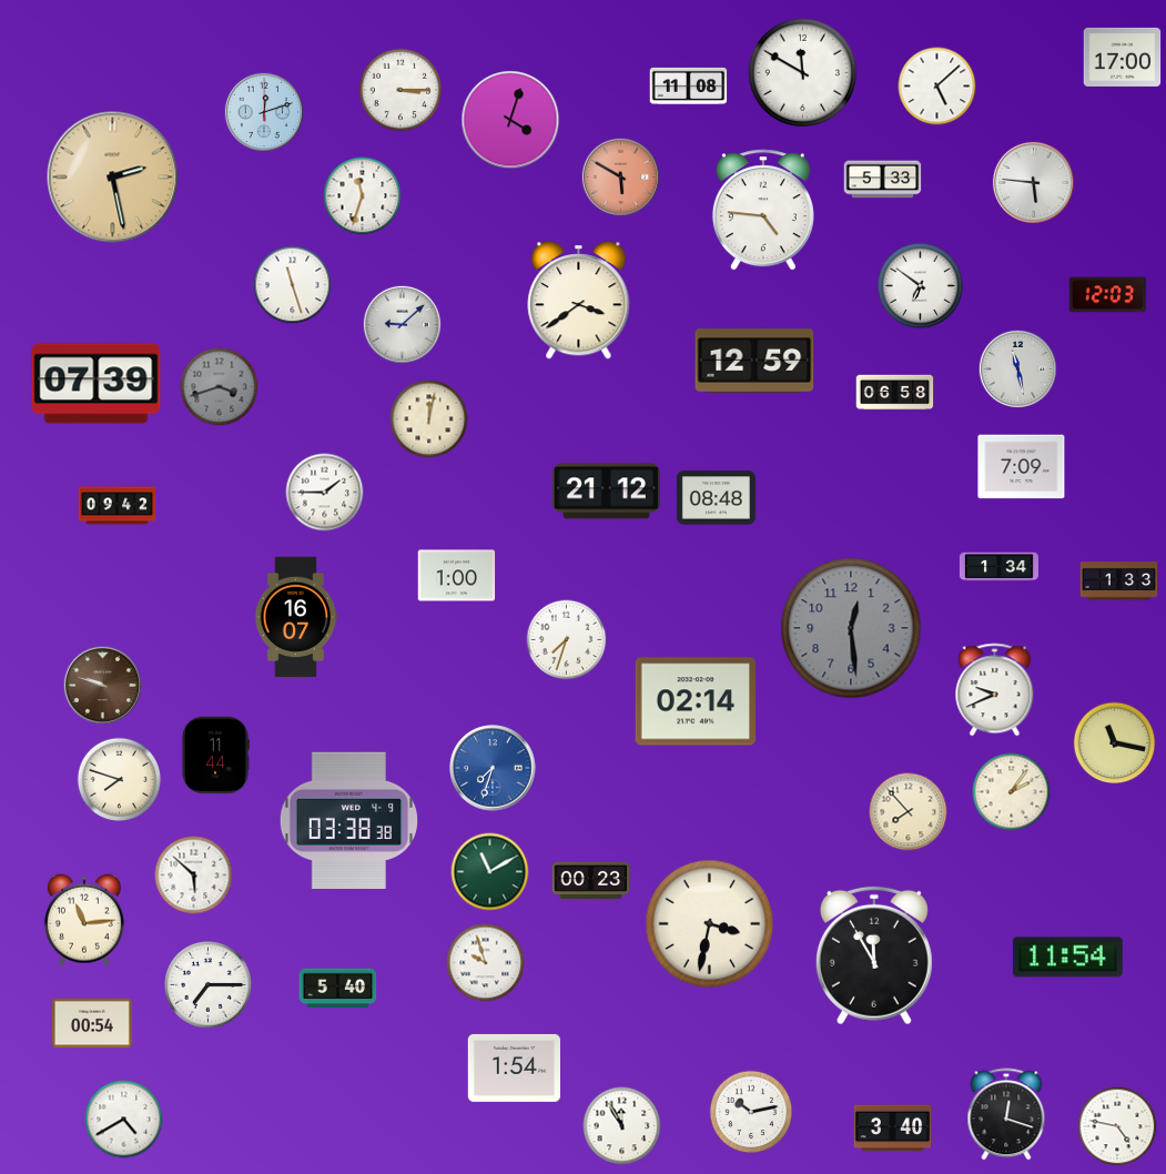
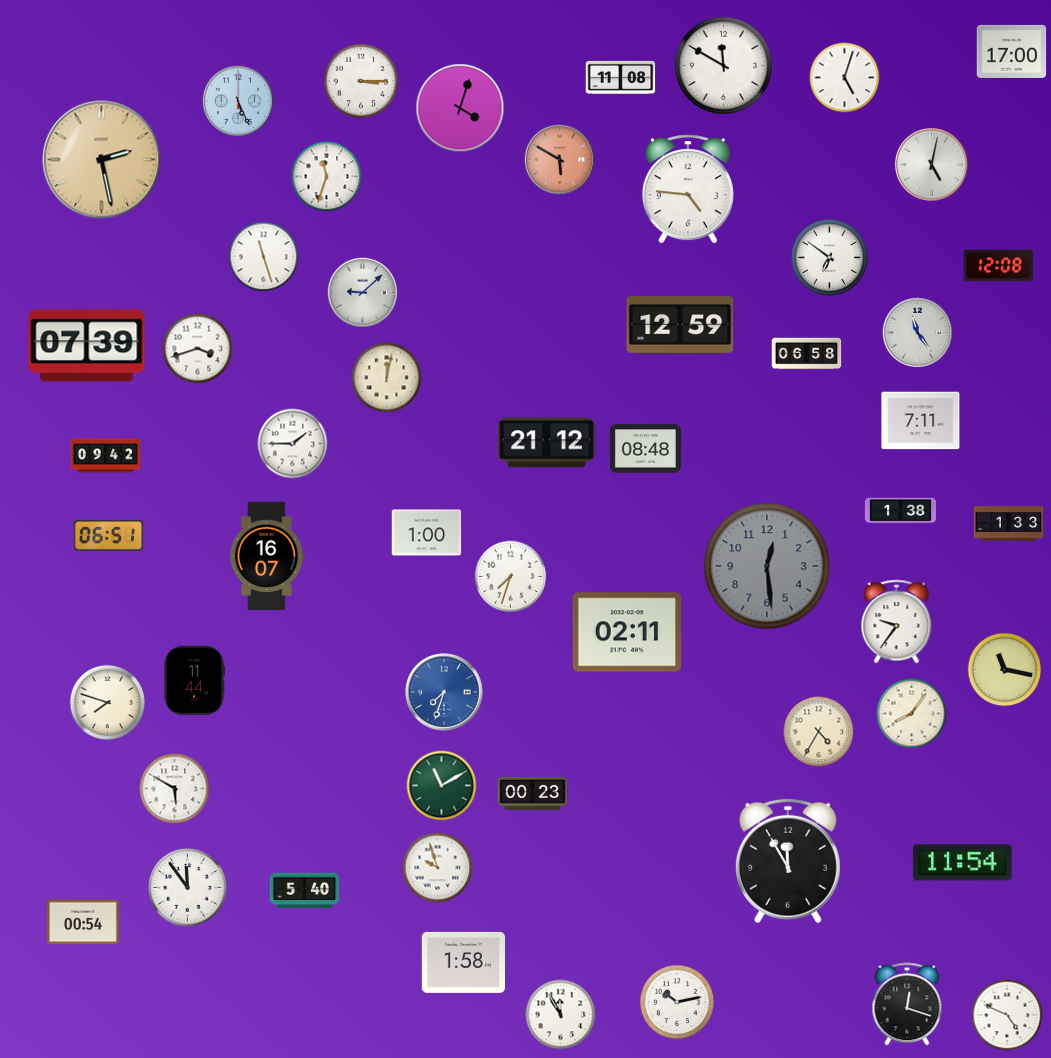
clock at (937, 87): 5:08 -> 5:03
clock at (263, 111): 12:12 -> 5:26
clock at (883, 180): 5:33 -> none
clock at (1033, 182): 5:46 -> 5:02
clock at (1108, 295): 12:03 -> 12:08
clock at (579, 301): 3:39 -> none
clock at (1018, 370): 11:28 -> 11:24
clock at (220, 387) dial: grey -> white
clock at (1022, 467): 7:09 -> 7:11
clock at (998, 567): 1:34 -> 1:38
clock at (457, 576) position: (457, 576) -> (427, 533)
clock at (109, 536): none -> 06:51
clock at (103, 686): 9:48 -> none
clock at (995, 690): 9:41 -> 9:36
clock at (696, 701): 02:14 -> 02:11
clock at (1012, 792): 2:06 -> 8:06
clock at (909, 812): 7:53 -> 4:35
clock at (349, 820): 03:38 -> none
clock at (194, 876): 5:52 -> 5:50
clock at (84, 920): 11:14 -> none
clock at (710, 924): 3:32 -> none
clock at (209, 985): 7:15 -> 11:54
clock at (514, 1067): 1:54 -> 1:58
clock at (124, 1120): 4:40 -> none
clock at (1117, 1126): 4:47 -> 4:49
clock at (893, 1129): 3:40 -> none
